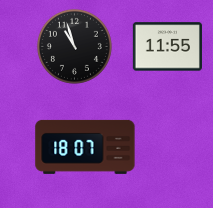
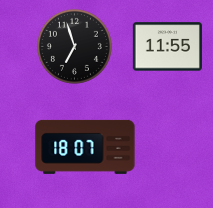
clock at (74, 46): 10:57 -> 6:57
